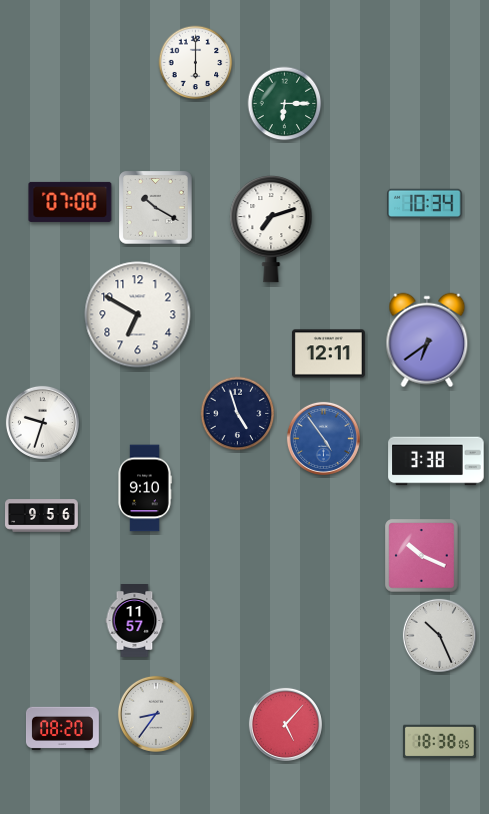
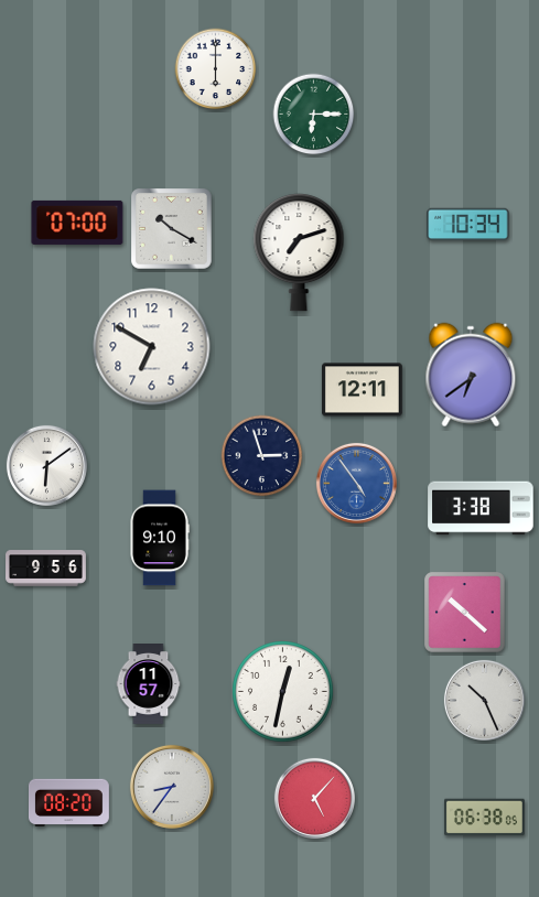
clock at (238, 414): 4:57 -> 2:57
clock at (42, 422): 9:33 -> 6:09
clock at (422, 556): 10:19 -> 10:22
clock at (283, 692): none -> 12:32
clock at (439, 742): 18:38 -> 06:38
